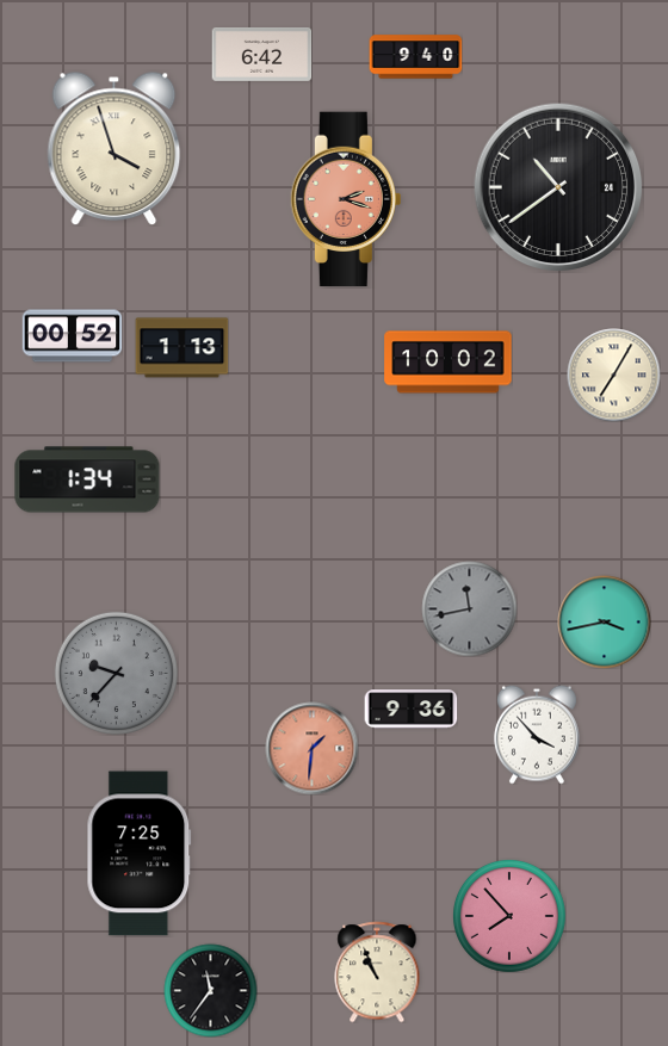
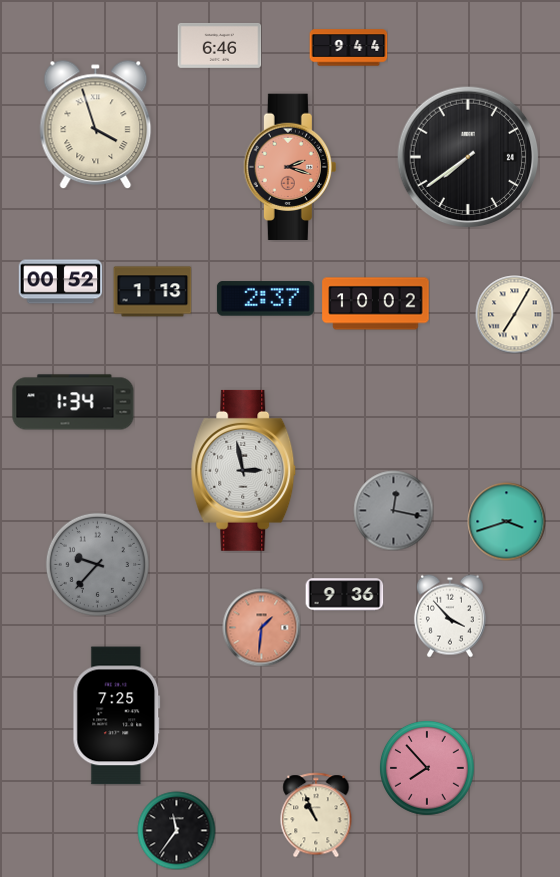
clock at (261, 54): 6:42 -> 6:46
clock at (415, 57): 9:40 -> 9:44
clock at (558, 187): 10:39 -> 7:39
clock at (265, 299): none -> 2:37
clock at (244, 470): none -> 2:58
clock at (469, 608): 11:43 -> 12:17
clock at (604, 621): 3:43 -> 3:42
